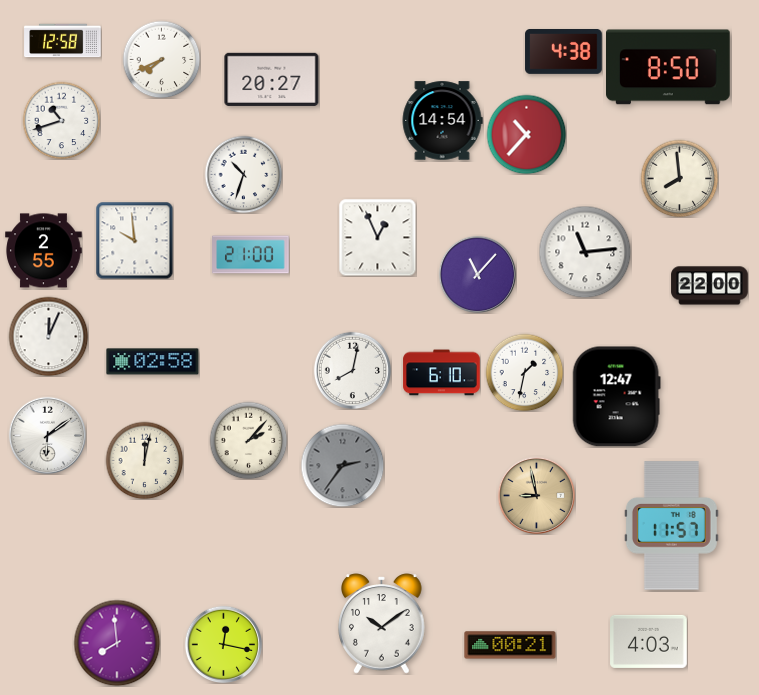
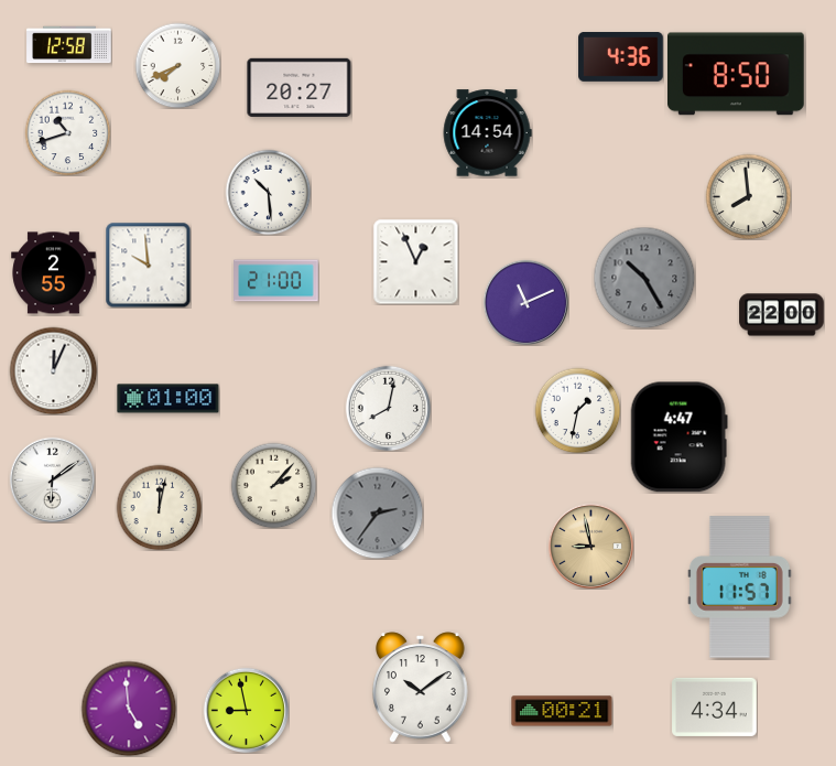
clock at (564, 52): 4:38 -> 4:36
clock at (526, 134): 10:37 -> none
clock at (243, 174): 10:33 -> 10:29
clock at (44, 251) position: (44, 251) -> (54, 273)
clock at (585, 252): 11:14 -> 10:25
clock at (585, 252) dial: white -> grey
clock at (477, 274): 11:07 -> 11:11
clock at (153, 362): 02:58 -> 01:00
clock at (442, 373): 6:10 -> none
clock at (616, 397): 12:47 -> 4:47
clock at (671, 526) position: (671, 526) -> (739, 587)
clock at (649, 641): 4:03 -> 4:34
clock at (117, 643): 7:59 -> 4:59
clock at (223, 644): 12:17 -> 8:58
